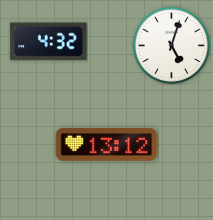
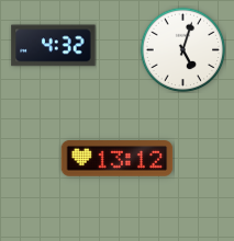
clock at (171, 45) position: (171, 45) -> (182, 49)
